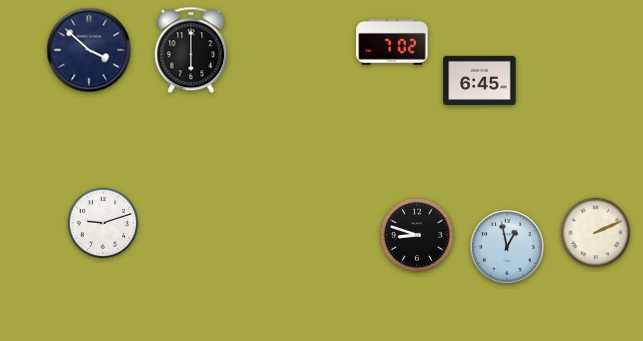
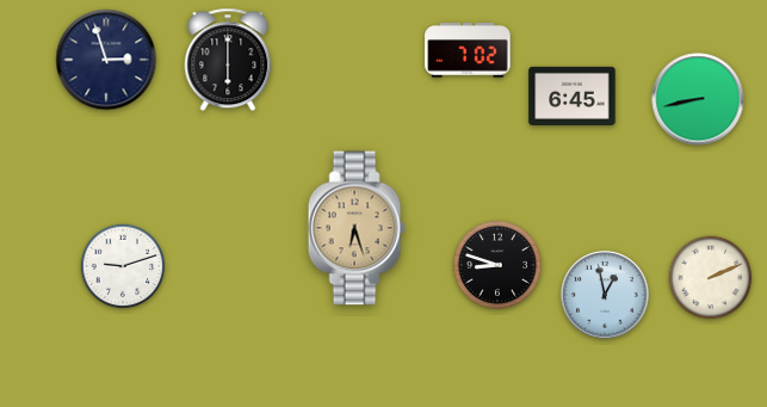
clock at (89, 50): 3:52 -> 2:57
clock at (698, 99): none -> 8:43
clock at (357, 228): none -> 6:27
clock at (417, 235) position: (417, 235) -> (497, 265)
